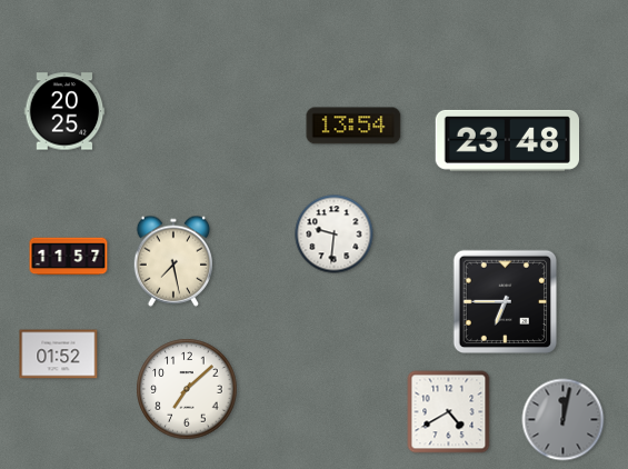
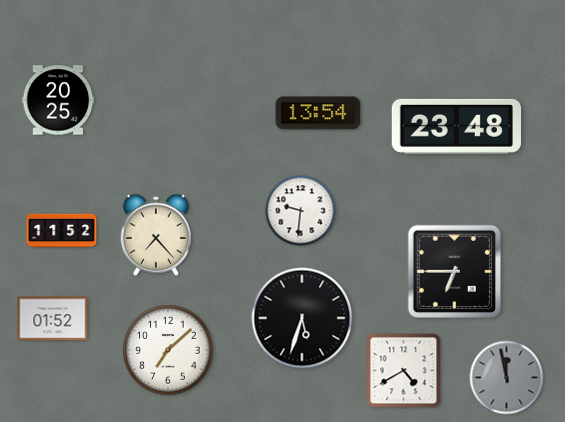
clock at (69, 257): 11:57 -> 11:52
clock at (173, 261): 7:28 -> 7:23
clock at (302, 318): none -> 5:33
clock at (564, 420): 12:02 -> 11:58
